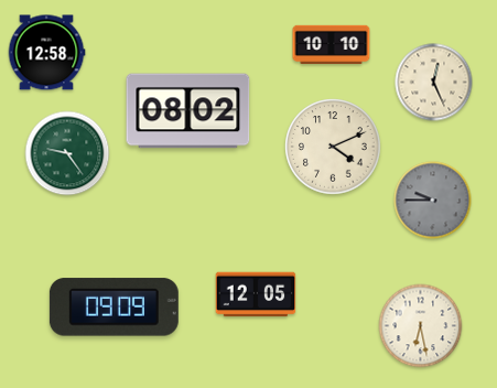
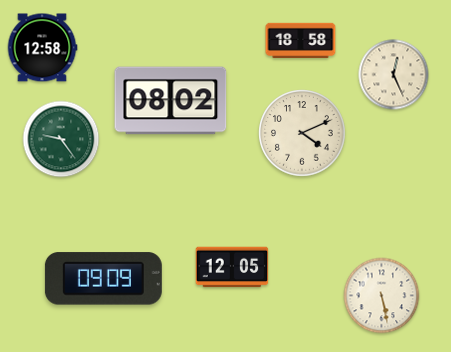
clock at (332, 44): 10:10 -> 18:58
clock at (433, 201): 9:45 -> none
clock at (421, 326): 6:28 -> 5:28
